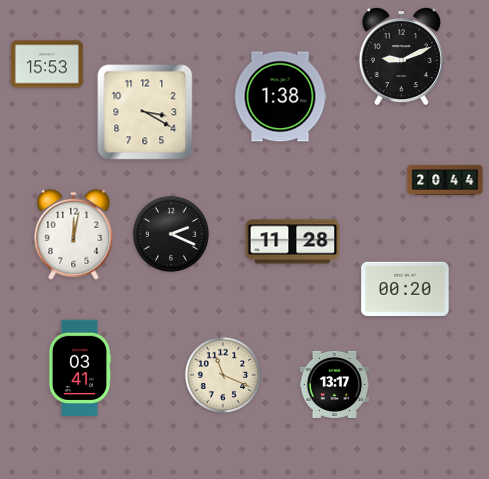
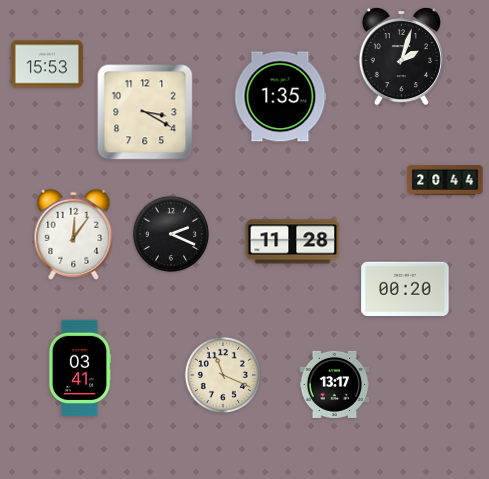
clock at (401, 56): 9:11 -> 2:03
clock at (280, 97): 1:38 -> 1:35
clock at (74, 234): 12:02 -> 12:06
